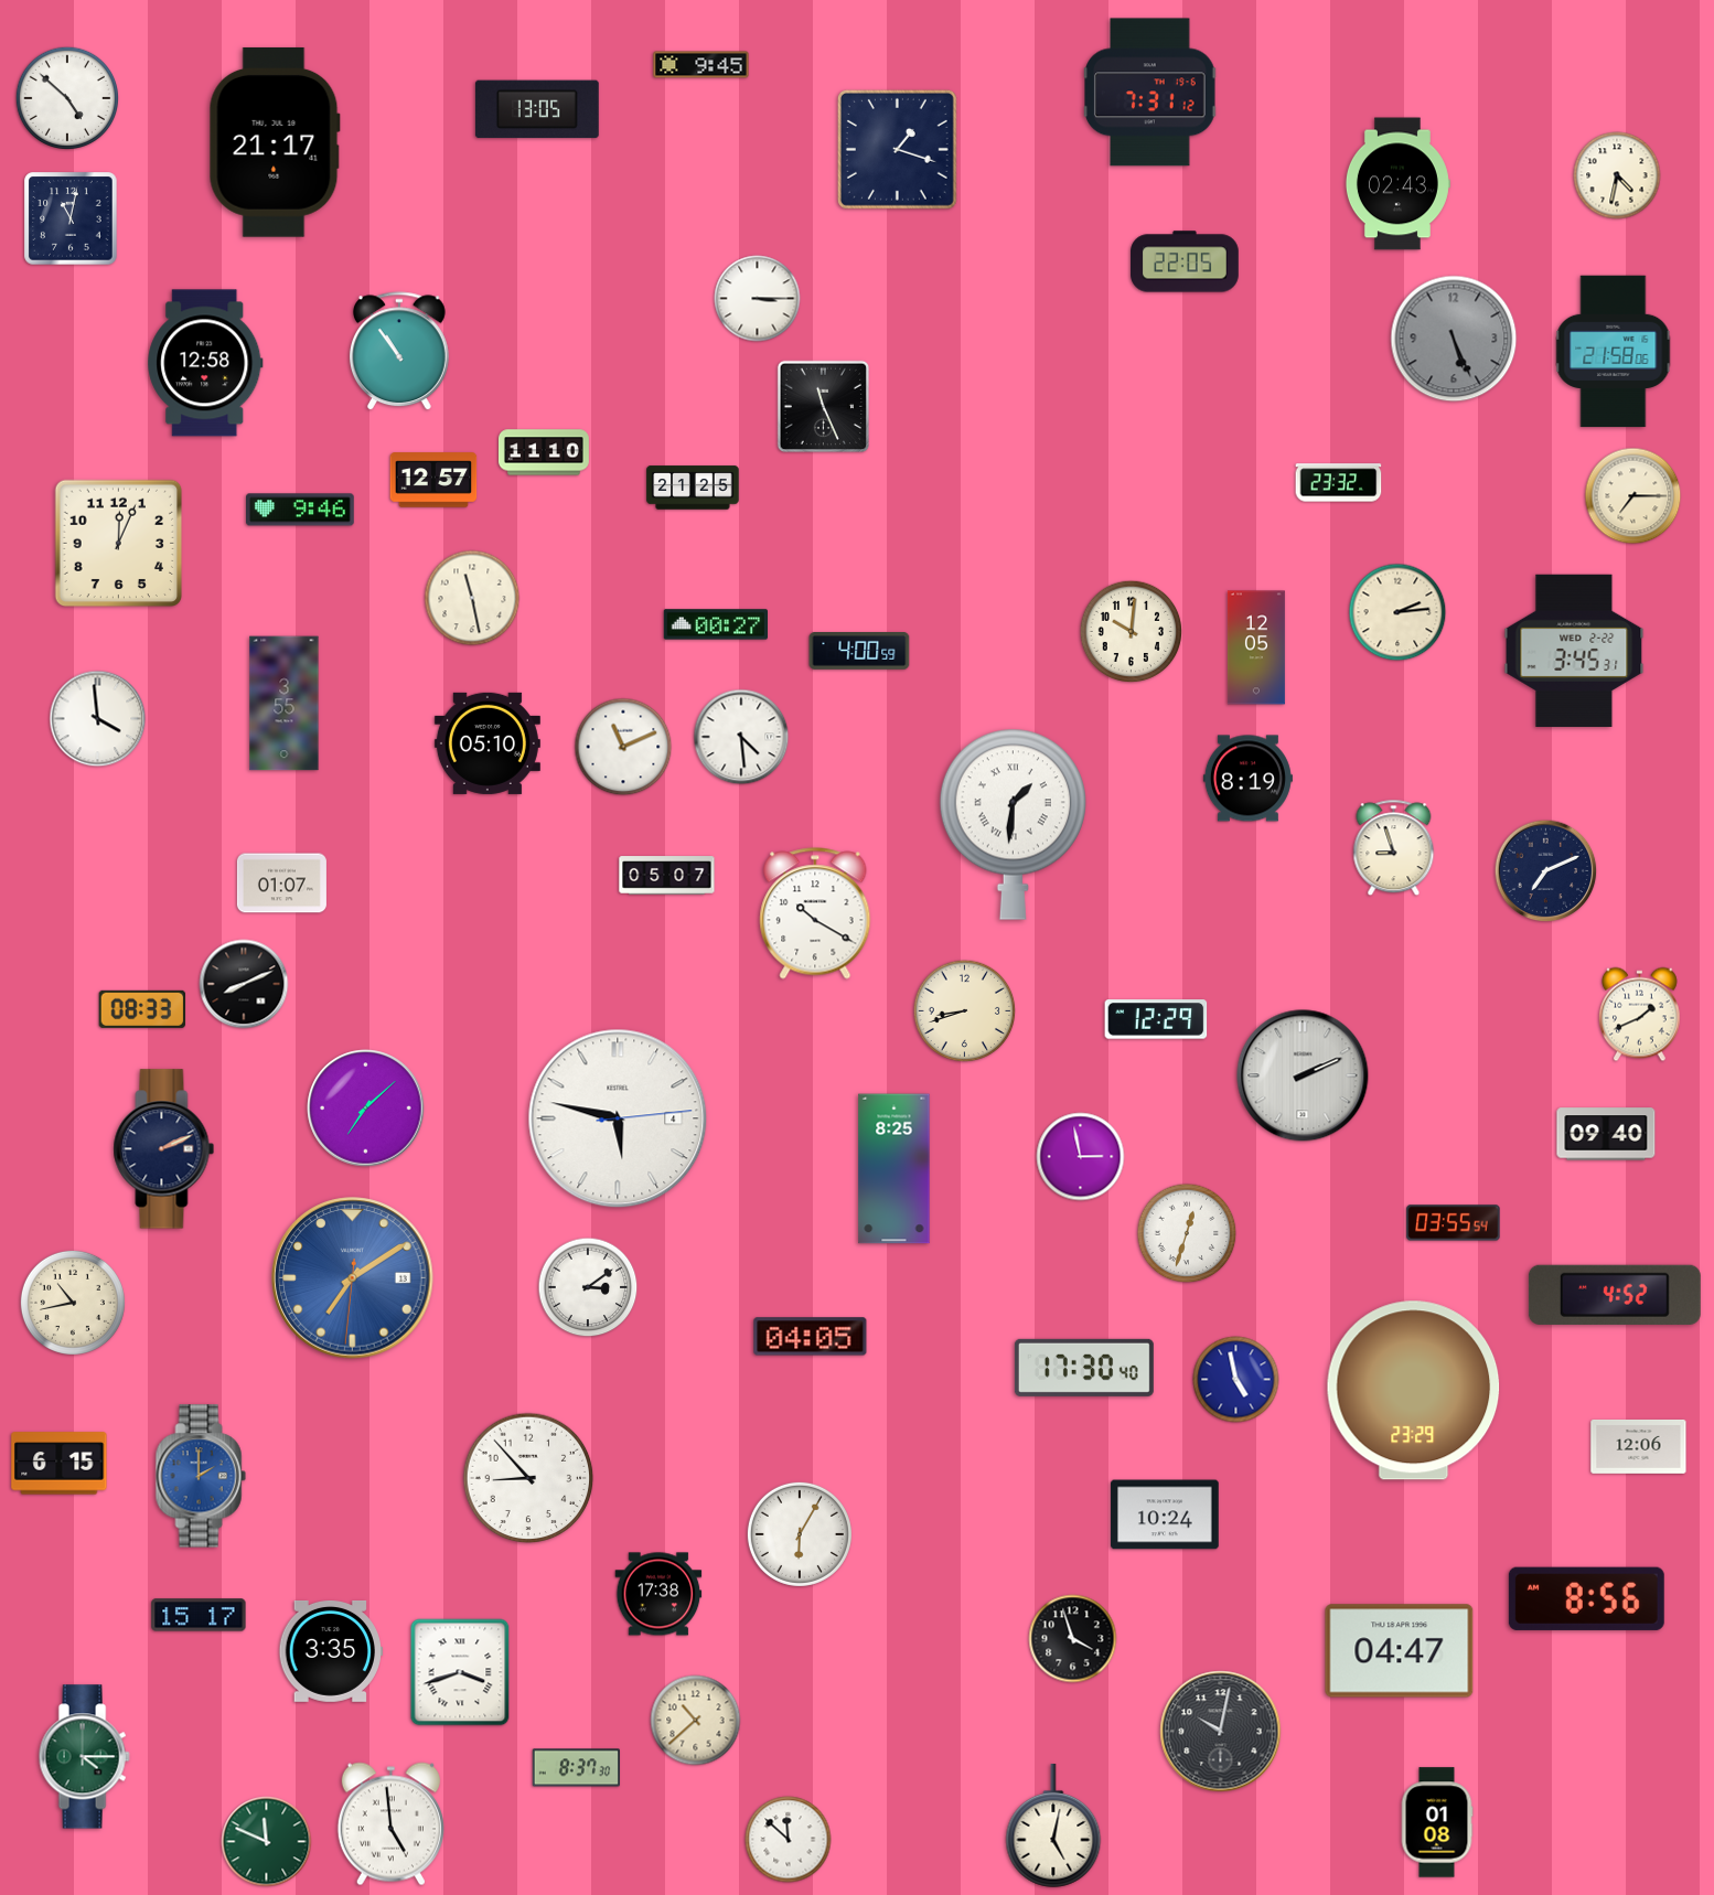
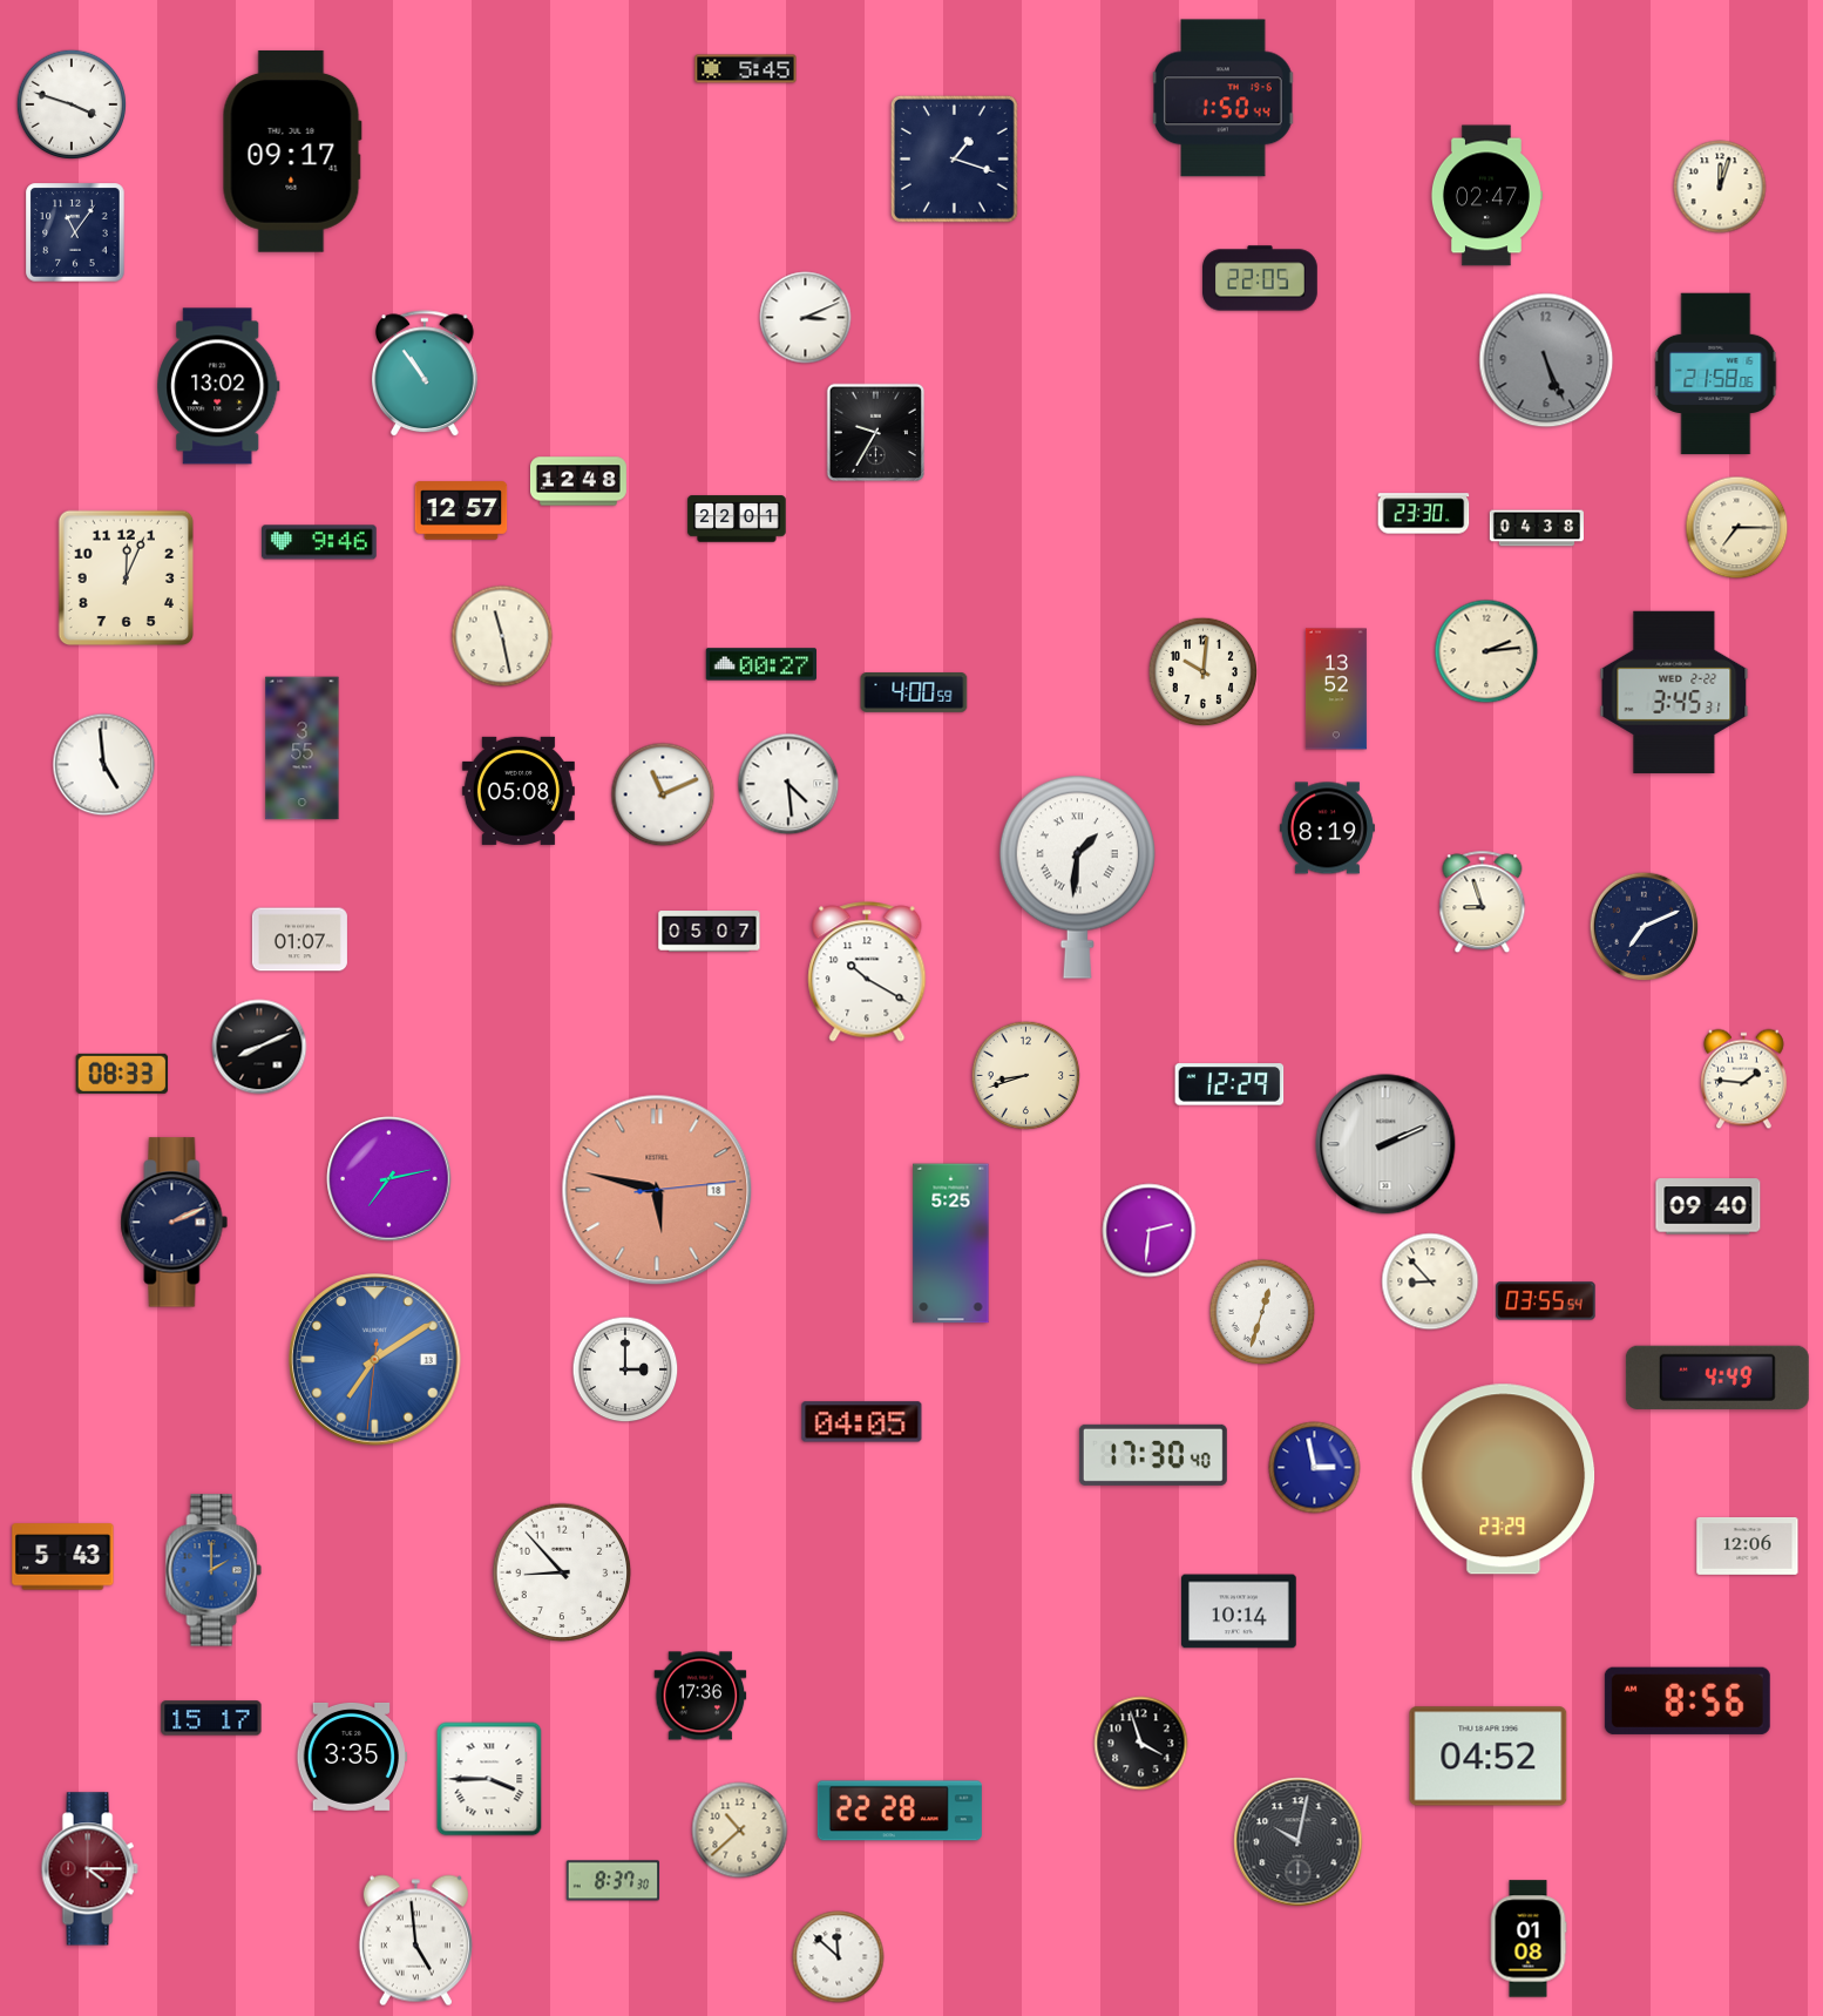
clock at (701, 65): 9:45 -> 5:45
clock at (1150, 93): 7:31 -> 1:50
clock at (66, 97): 4:52 -> 3:48
clock at (537, 109): 13:05 -> none
clock at (275, 142): 21:17 -> 09:17
clock at (1617, 175): 4:32 -> 12:03
clock at (1397, 184): 02:43 -> 02:47
clock at (71, 218): 11:02 -> 11:06
clock at (758, 299): 3:15 -> 3:11
clock at (205, 363): 12:58 -> 13:02
clock at (823, 406): 11:26 -> 9:35
clock at (545, 452): 11:10 -> 12:48
clock at (1339, 483): 23:32 -> 23:30
clock at (693, 488): 21:25 -> 22:01
clock at (1537, 528): none -> 04:38
clock at (1256, 647): 12:05 -> 13:52
clock at (98, 719): 3:59 -> 4:59
clock at (488, 743): 05:10 -> 05:08
clock at (142, 1009) position: (142, 1009) -> (122, 1074)
clock at (1640, 1015): 1:41 -> 1:46
clock at (366, 1109): 7:08 -> 7:13
clock at (618, 1118) date: 4 -> 18
clock at (618, 1118) dial: white -> salmon
clock at (1081, 1157): 2:58 -> 2:31
clock at (895, 1169): 8:25 -> 5:25
clock at (1430, 1281): none -> 8:53
clock at (588, 1287): 3:09 -> 3:00
clock at (1615, 1295): 4:52 -> 4:49
clock at (73, 1303): 10:43 -> none
clock at (1236, 1380): 4:58 -> 2:58
clock at (1639, 1446) position: (1639, 1446) -> (1748, 1545)
clock at (60, 1464): 6:15 -> 5:43
clock at (1165, 1514): 10:24 -> 10:14
clock at (800, 1534): 6:05 -> none
clock at (658, 1594): 17:38 -> 17:36
clock at (1400, 1651): 04:47 -> 04:52
clock at (460, 1672): 3:42 -> 3:45
clock at (900, 1811): none -> 22:28
clock at (84, 1757) dial: green -> burgundy
clock at (1053, 1826): 5:02 -> none
clock at (267, 1842): 11:49 -> none
